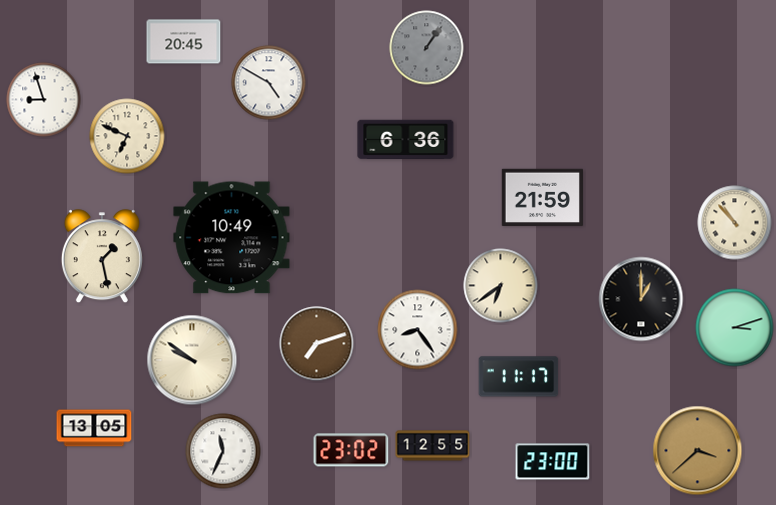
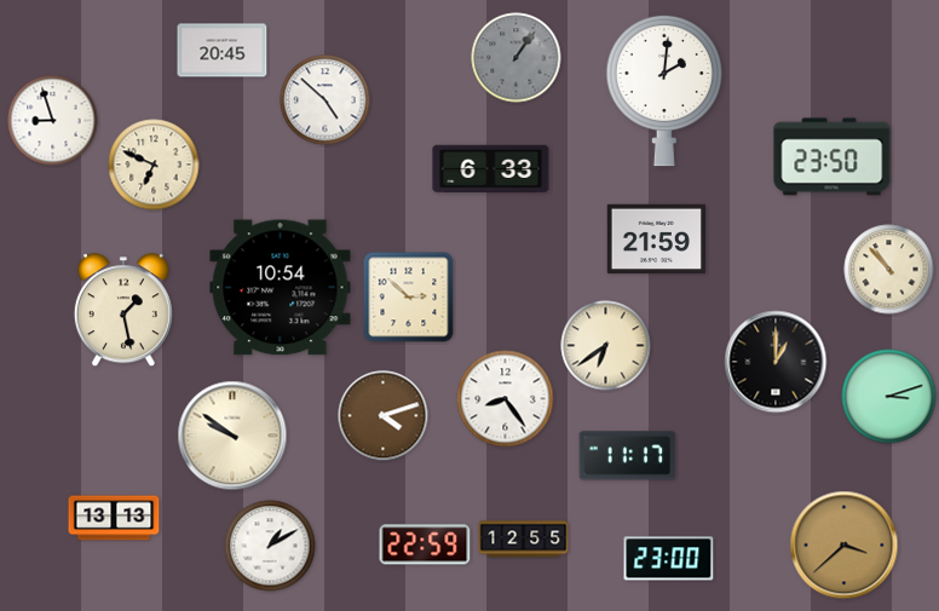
clock at (663, 91): none -> 2:01
clock at (269, 83): 4:50 -> 4:52
clock at (833, 157): none -> 23:50
clock at (406, 140): 6:36 -> 6:33
clock at (232, 238): 10:49 -> 10:54
clock at (409, 298): none -> 2:52
clock at (317, 344): 7:12 -> 4:12
clock at (94, 428): 13:05 -> 13:13
clock at (351, 450): 23:02 -> 22:59
clock at (223, 451): 11:34 -> 1:10
